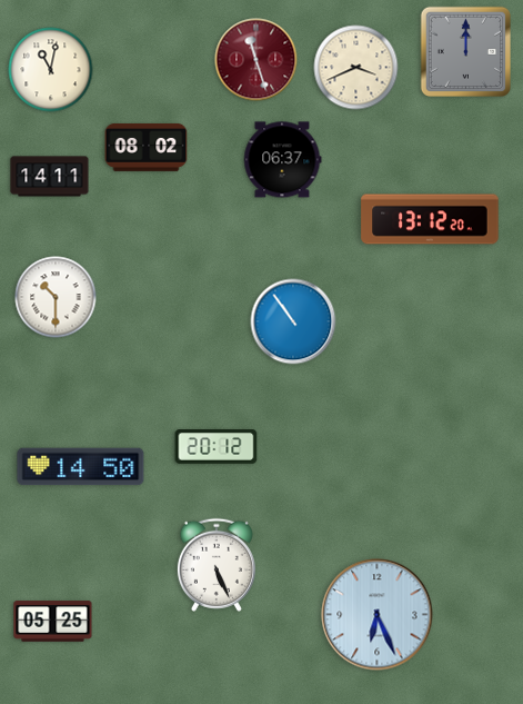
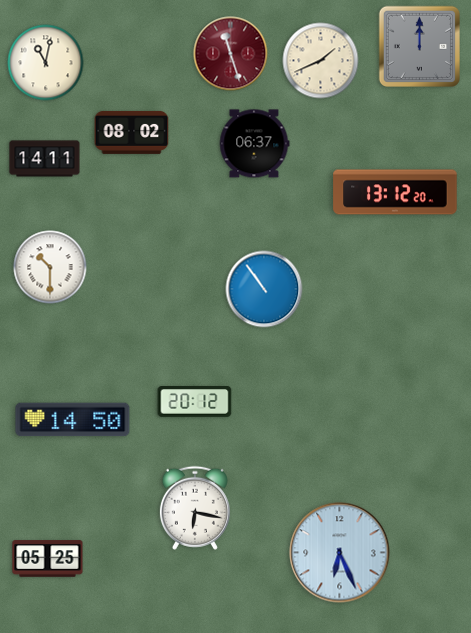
clock at (356, 68): 3:41 -> 1:41
clock at (430, 219) position: (430, 219) -> (395, 192)
clock at (217, 565): 5:26 -> 6:17
